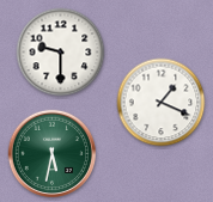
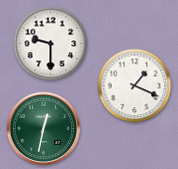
clock at (53, 154): 5:32 -> 12:32
